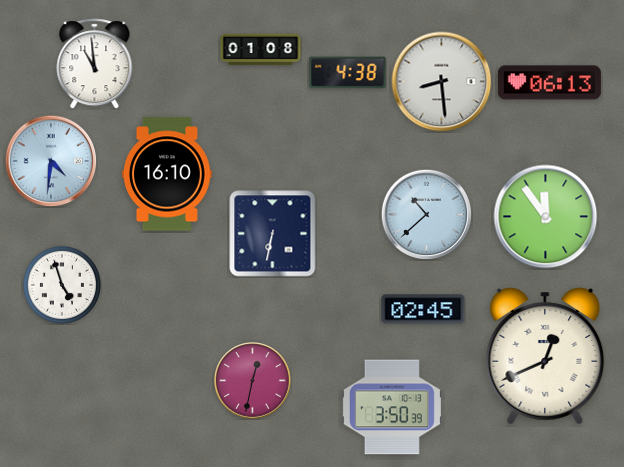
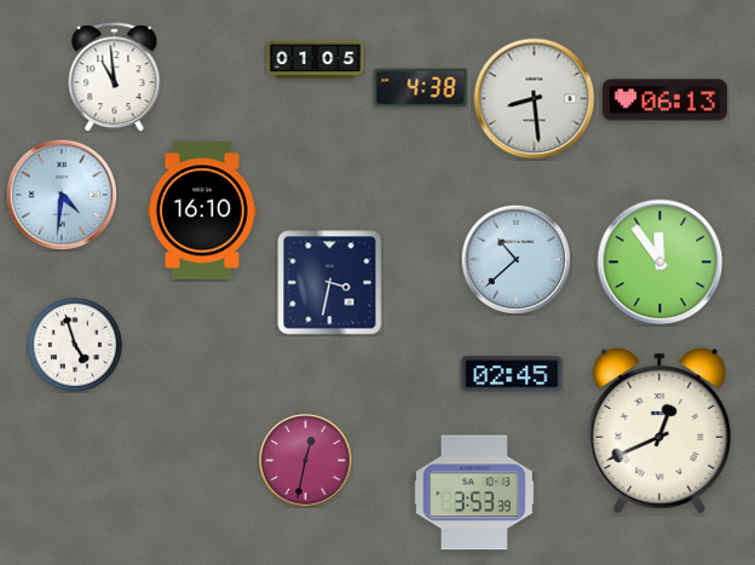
clock at (261, 50): 01:08 -> 01:05
clock at (273, 234): 6:32 -> 3:32
clock at (392, 407): 3:50 -> 3:53
